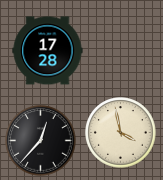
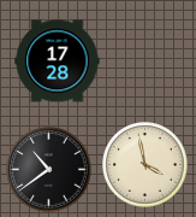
clock at (121, 133) position: (121, 133) -> (145, 165)
clock at (41, 141): 12:37 -> 10:39
